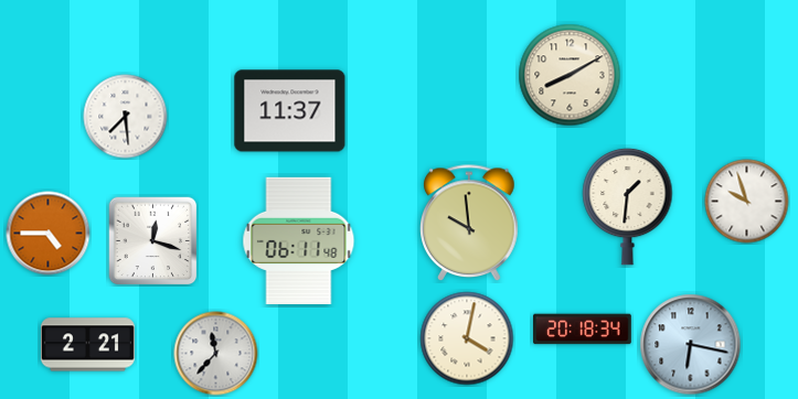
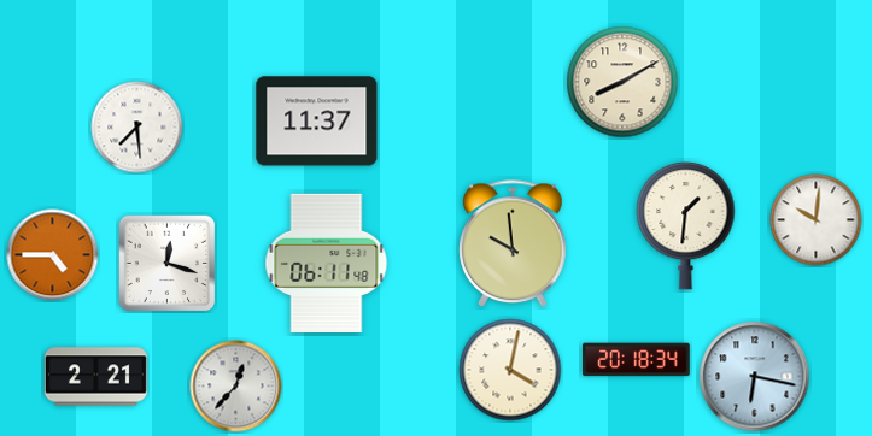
clock at (747, 202): 9:57 -> 10:01
clock at (216, 354): 11:37 -> 12:37
